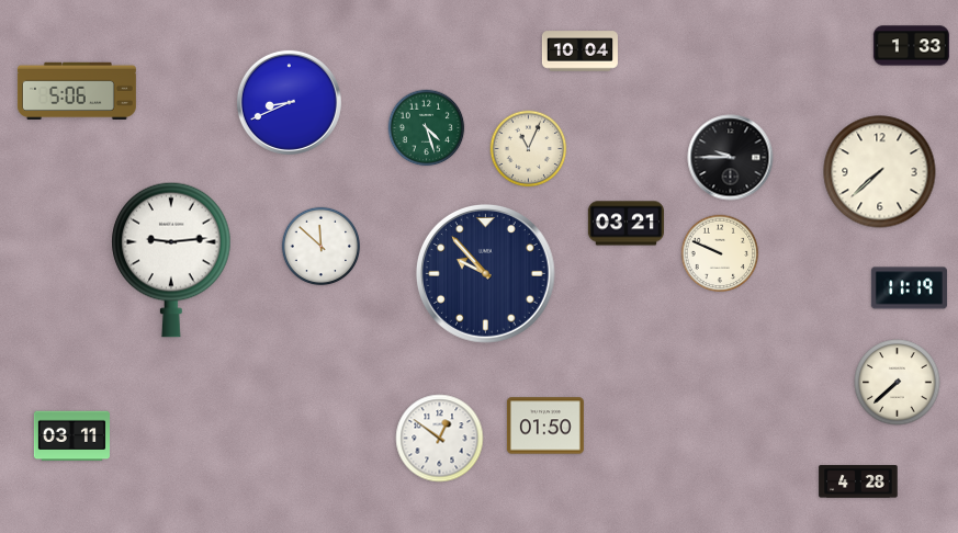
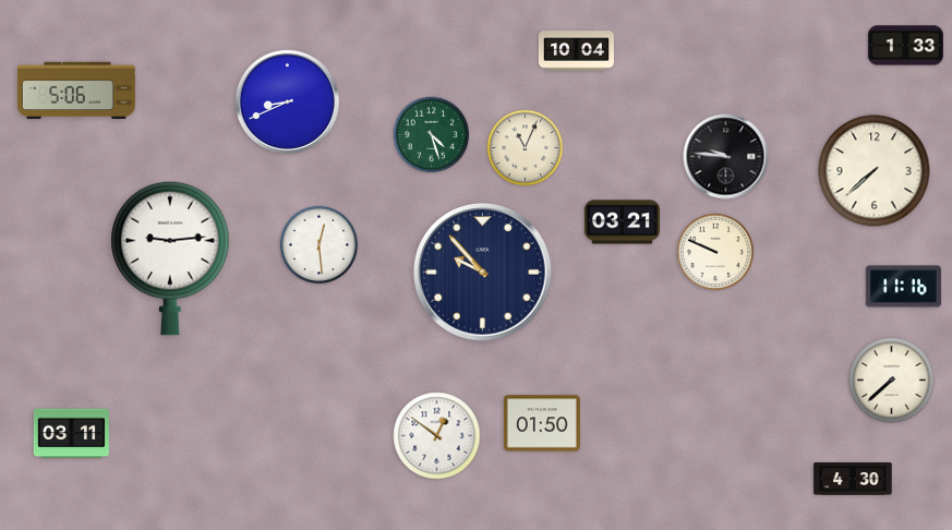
clock at (427, 128) position: (427, 128) -> (432, 135)
clock at (731, 158): 9:45 -> 9:46
clock at (322, 247): 11:52 -> 12:29
clock at (909, 288): 11:19 -> 11:16
clock at (858, 481): 4:28 -> 4:30
